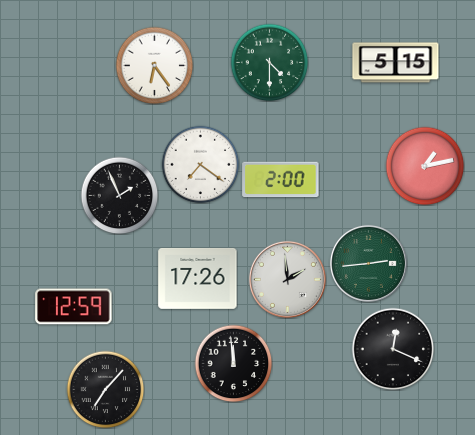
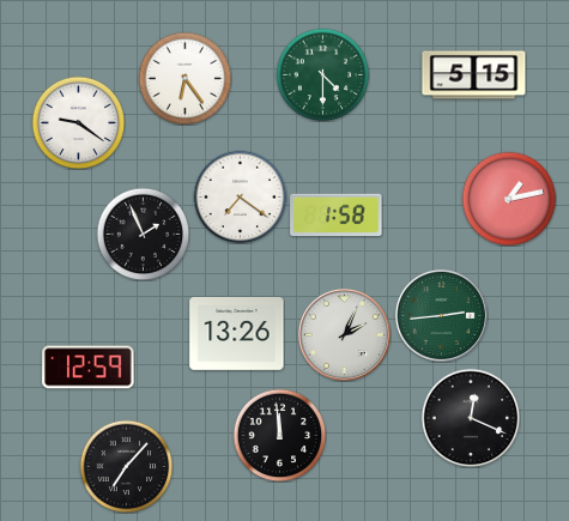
clock at (78, 122): none -> 9:21
clock at (281, 180): 2:00 -> 1:58
clock at (198, 278): 17:26 -> 13:26
clock at (287, 279): 1:59 -> 2:04
